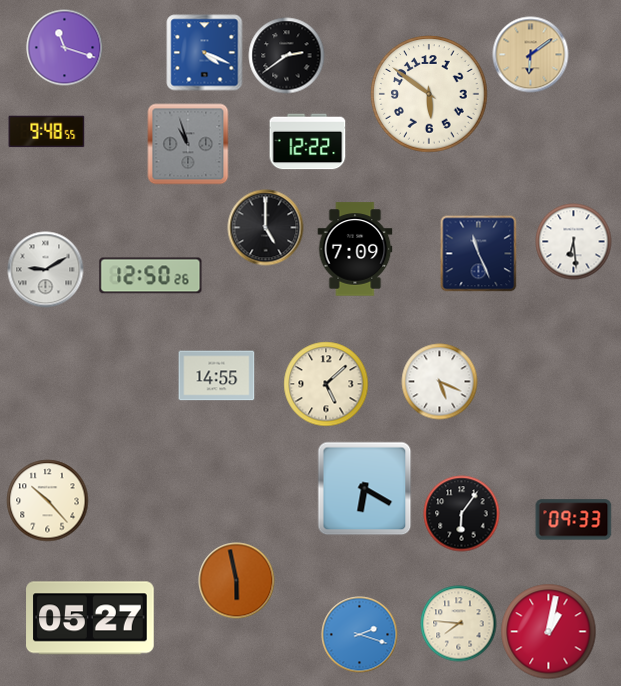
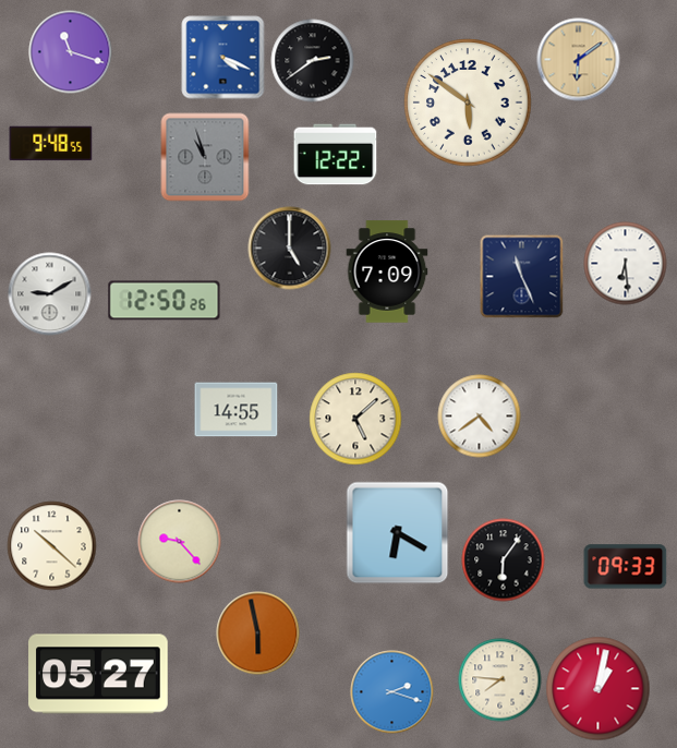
clock at (440, 382): 5:19 -> 4:39
clock at (180, 542): none -> 9:23
clock at (48, 501): 10:23 -> 10:22
